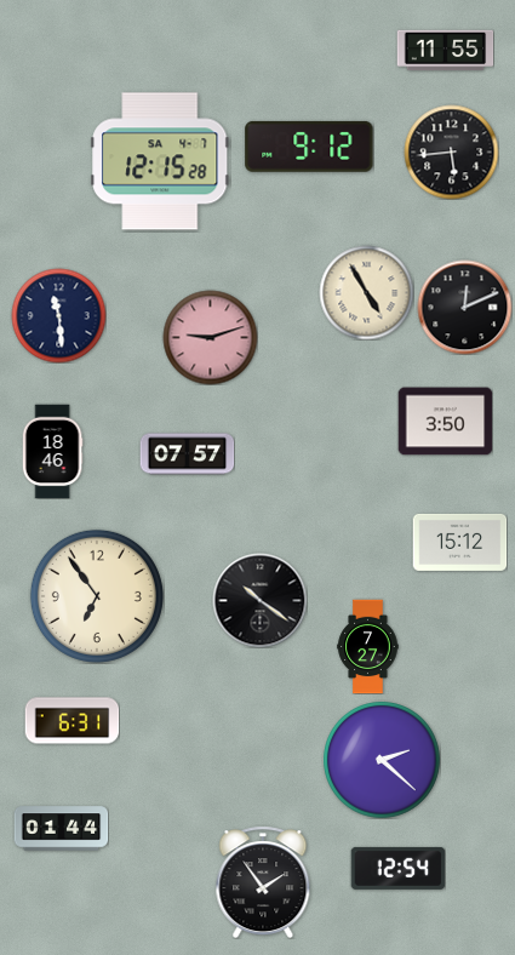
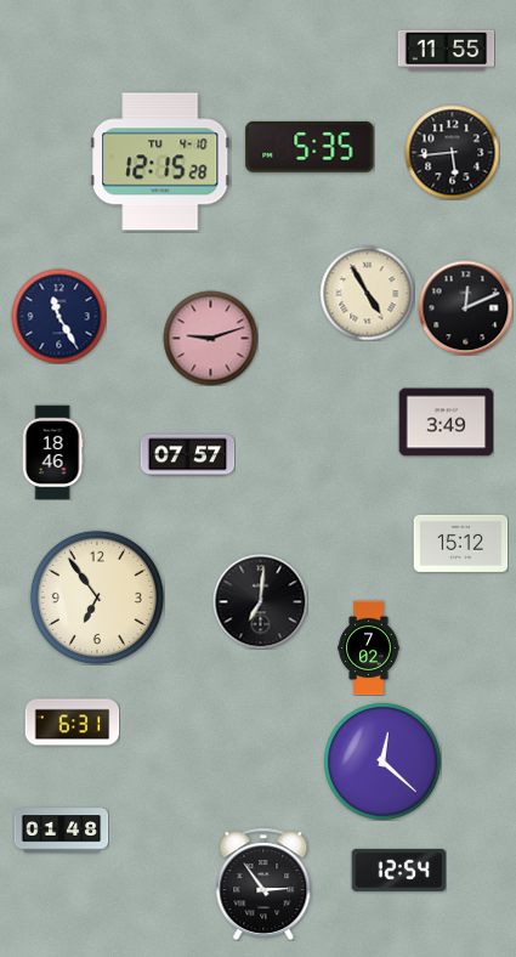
clock at (309, 147): 9:12 -> 5:35
clock at (160, 161) date: SA 4-7 -> TU 4-10
clock at (58, 315): 11:29 -> 11:25
clock at (445, 422): 3:50 -> 3:49
clock at (259, 600): 10:21 -> 7:01
clock at (368, 646): 7:27 -> 7:02
clock at (382, 760): 2:22 -> 12:22
clock at (61, 829): 01:44 -> 01:48
clock at (263, 882): 1:54 -> 2:54
